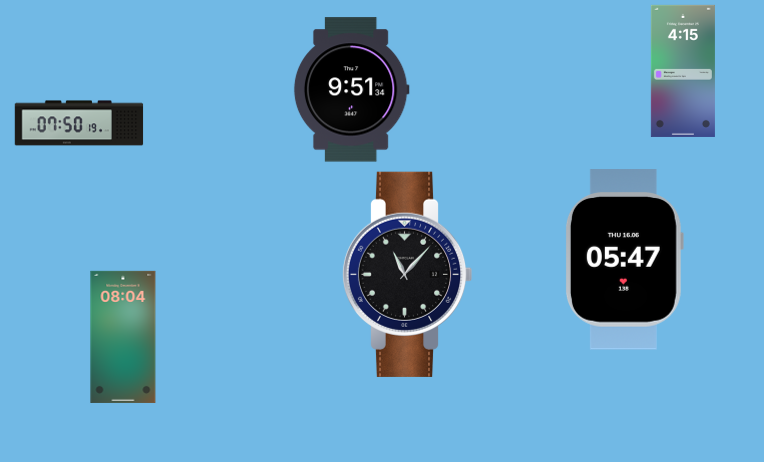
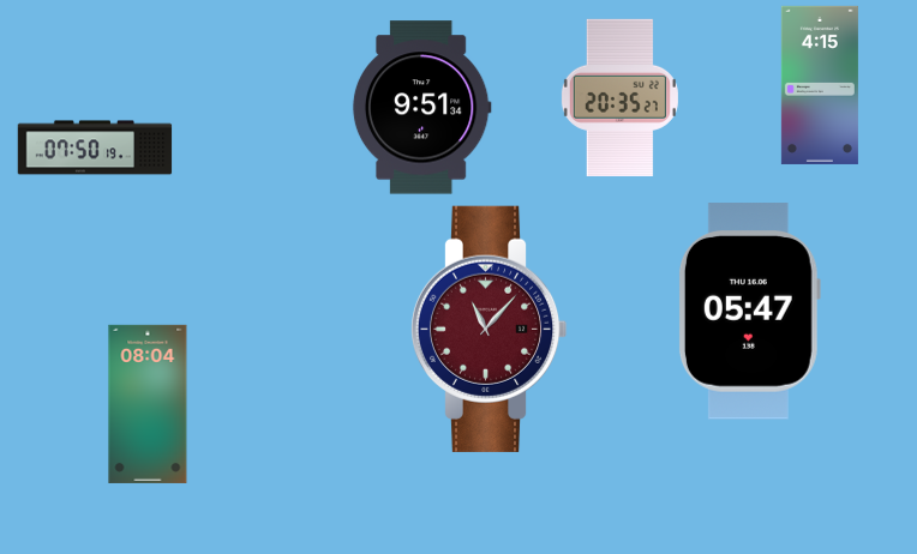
clock at (619, 97): none -> 20:35
clock at (407, 274) dial: black -> burgundy
